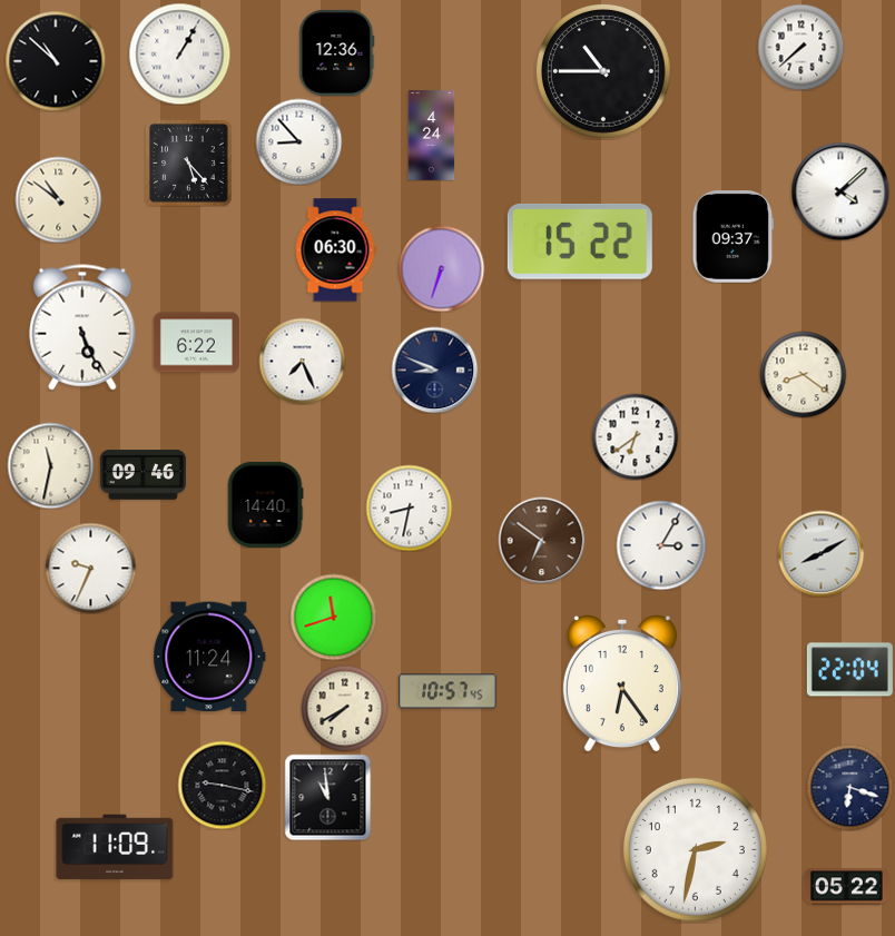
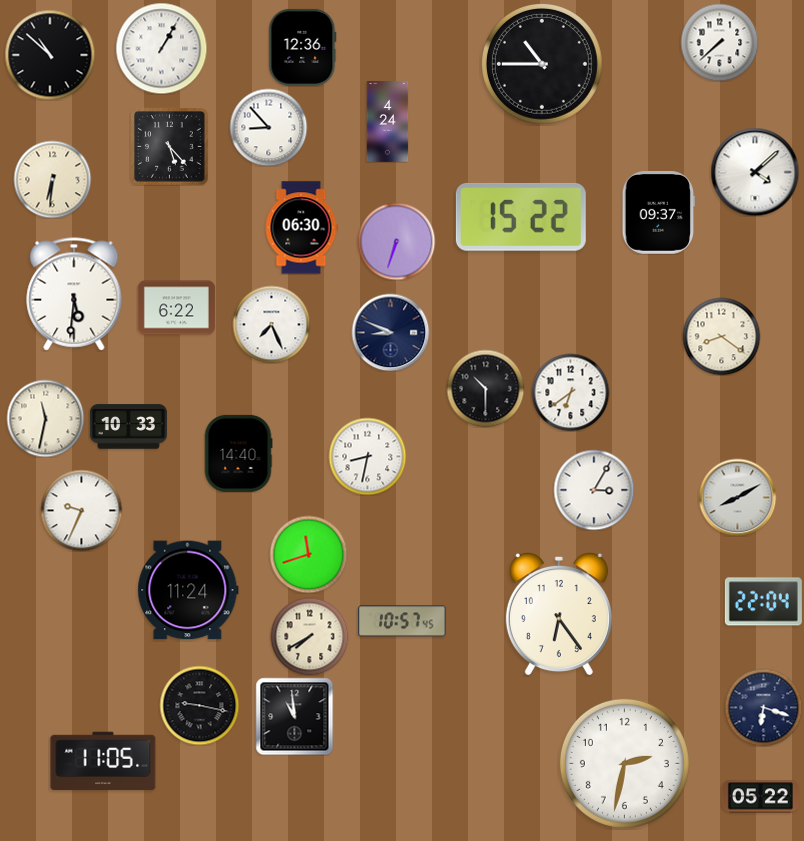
clock at (58, 199): 10:51 -> 6:31
clock at (335, 250) position: (335, 250) -> (301, 228)
clock at (82, 327): 5:26 -> 5:31
clock at (485, 388): none -> 10:30
clock at (142, 475): 09:46 -> 10:33
clock at (541, 540): 6:51 -> none
clock at (333, 617) position: (333, 617) -> (308, 554)
clock at (115, 847): 11:09 -> 11:05
